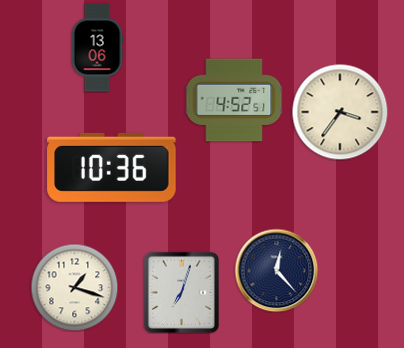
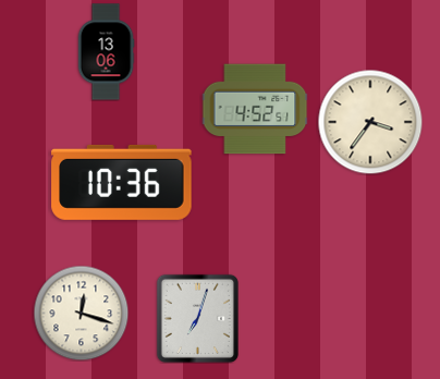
clock at (276, 270): 12:23 -> none
clock at (74, 287): 1:18 -> 12:18
